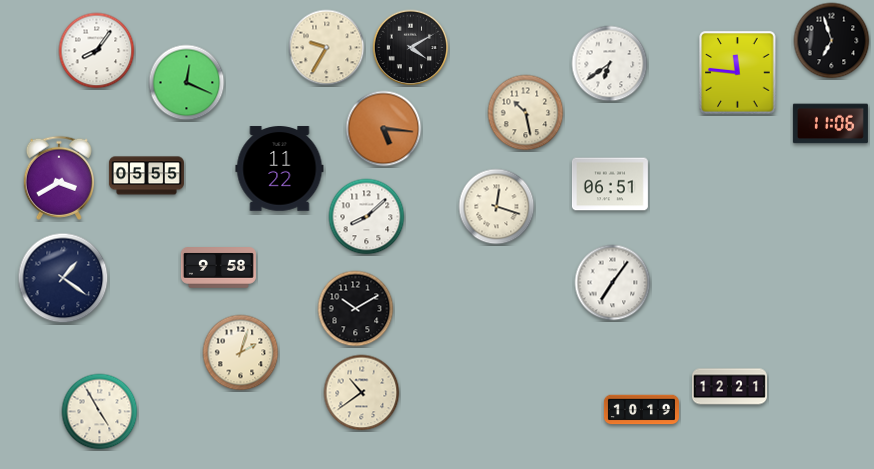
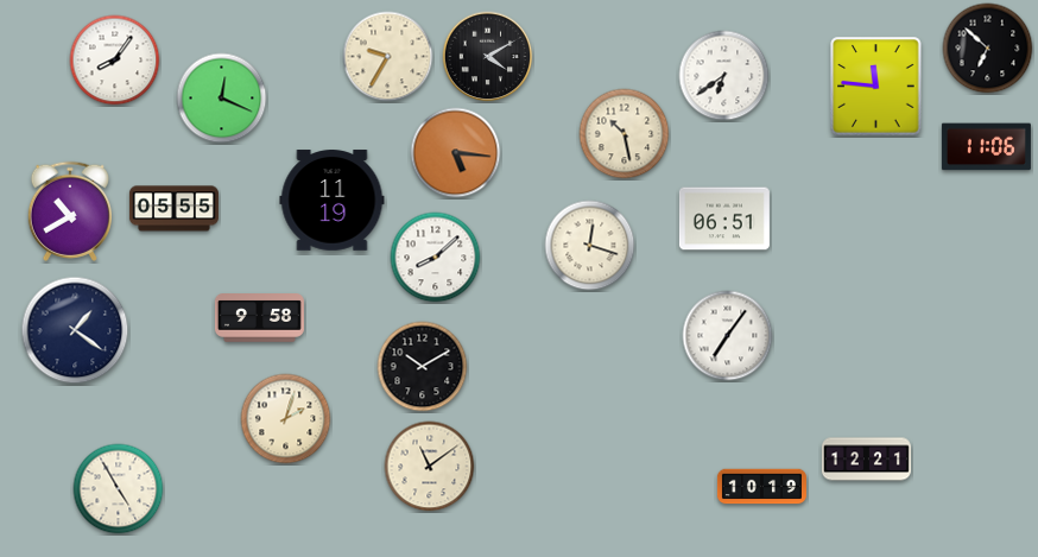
clock at (832, 41): 6:57 -> 6:52
clock at (280, 169): 11:22 -> 11:19
clock at (59, 178): 3:40 -> 10:40
clock at (362, 393): 10:39 -> 11:09
